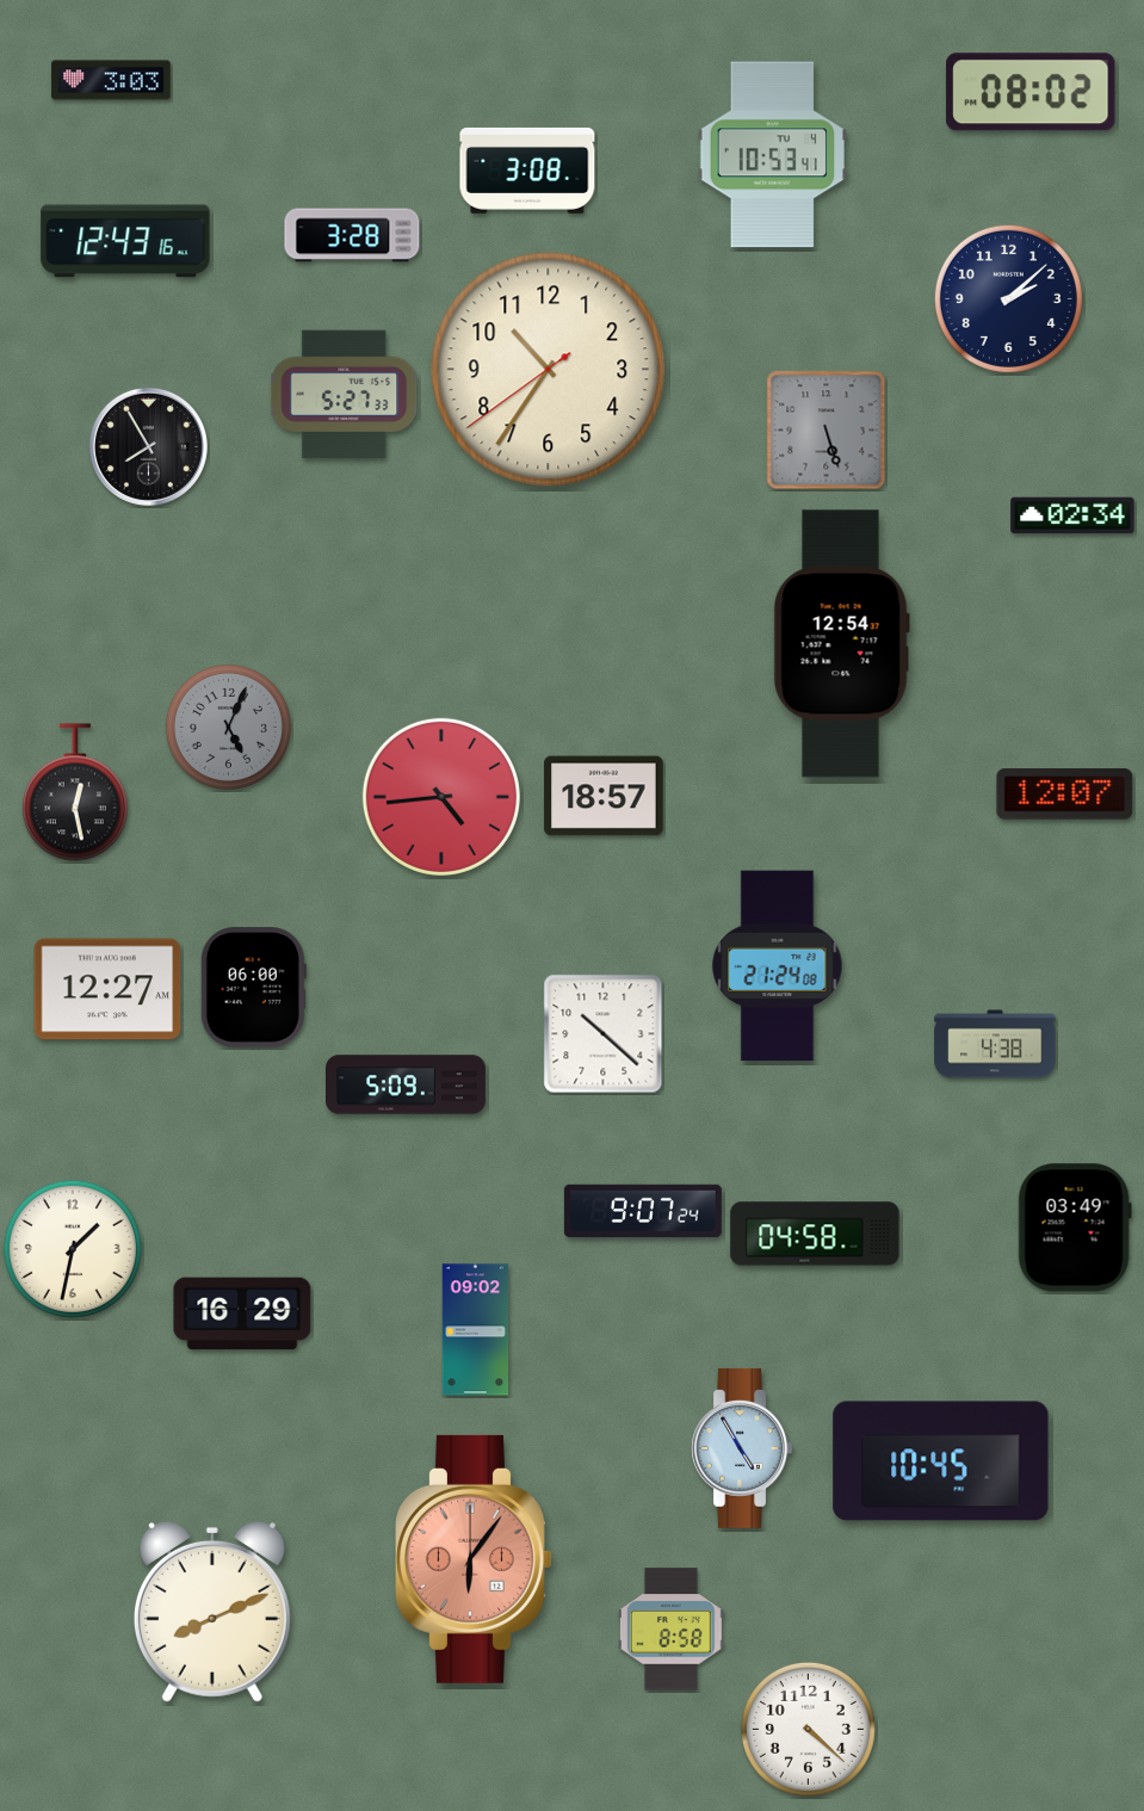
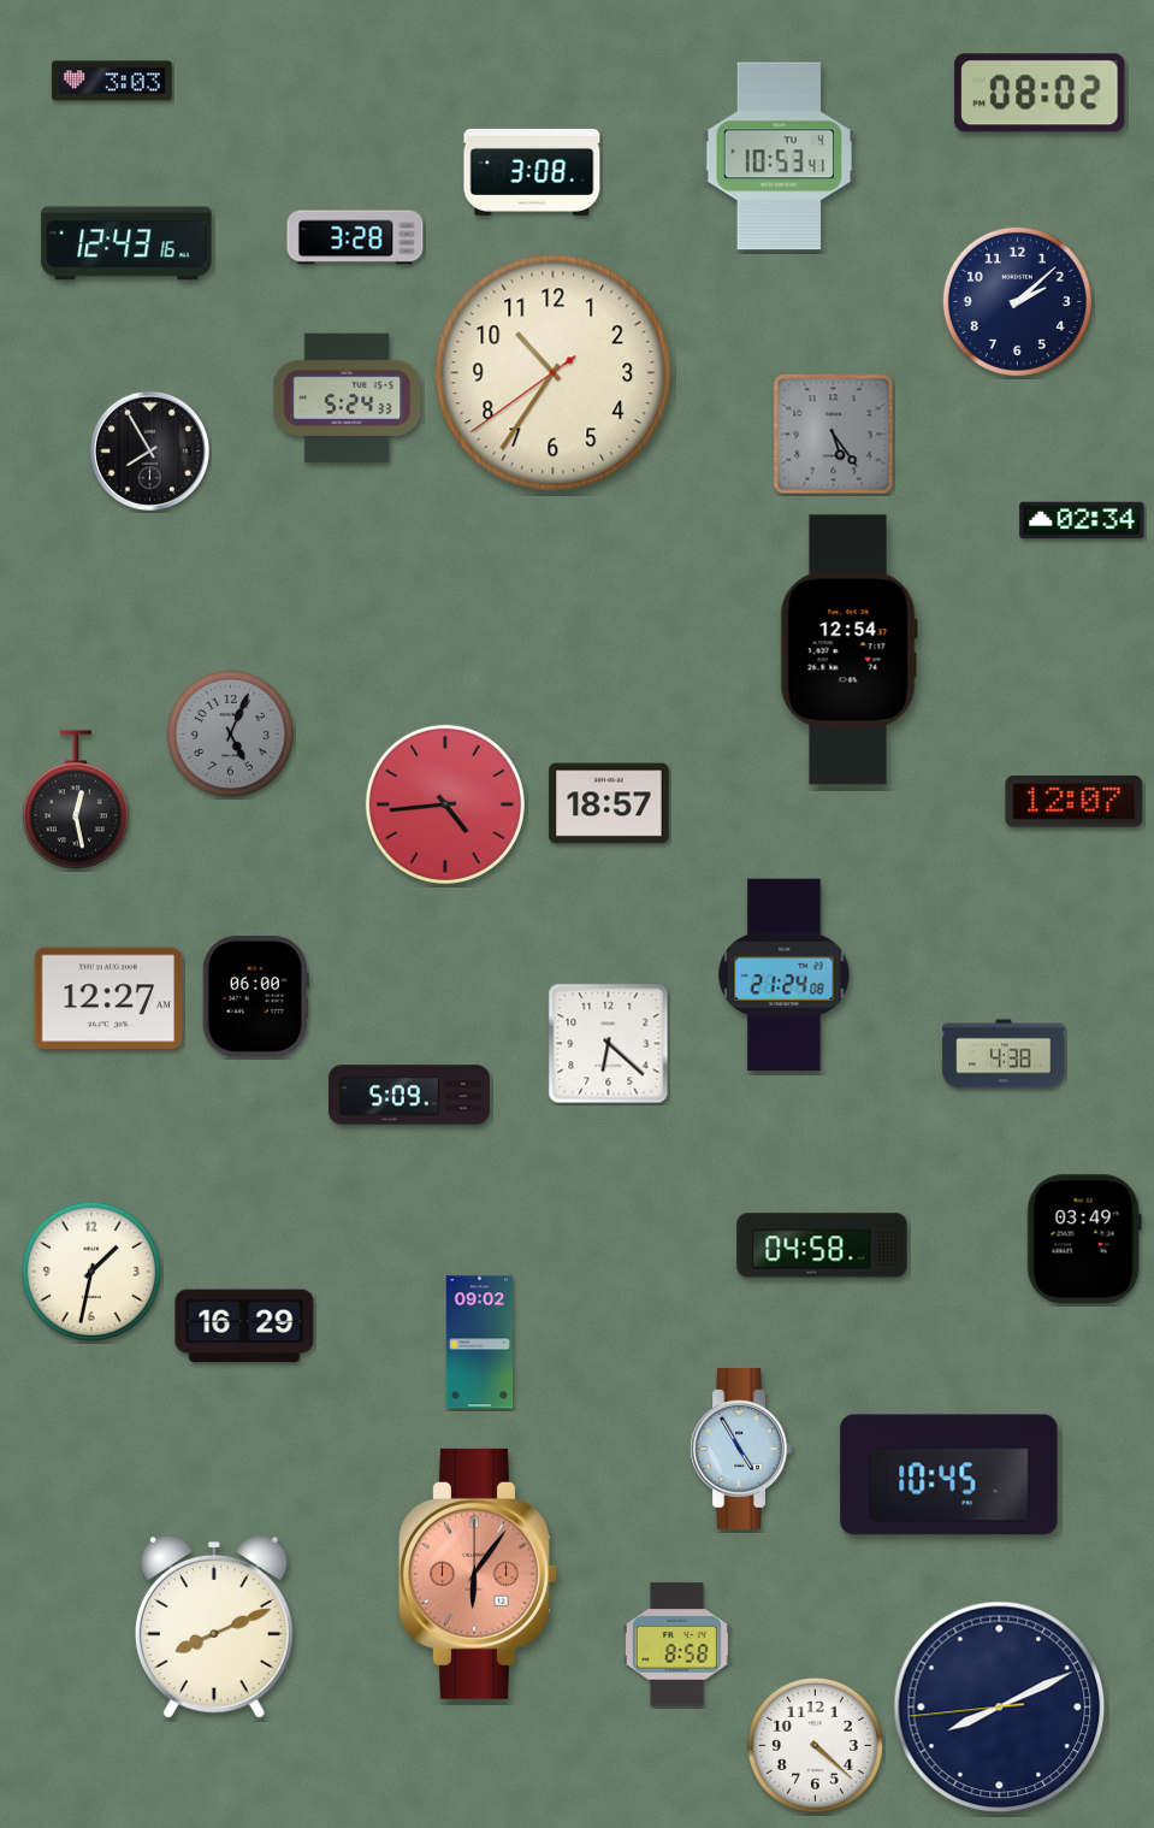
clock at (345, 395): 5:27 -> 5:24
clock at (827, 431): 5:27 -> 5:24
clock at (604, 1034): 10:22 -> 6:22
clock at (643, 1210): 9:07 -> none
clock at (73, 1249) position: (73, 1249) -> (91, 1272)
clock at (742, 1448) position: (742, 1448) -> (741, 1449)
clock at (1000, 1708): none -> 8:10
